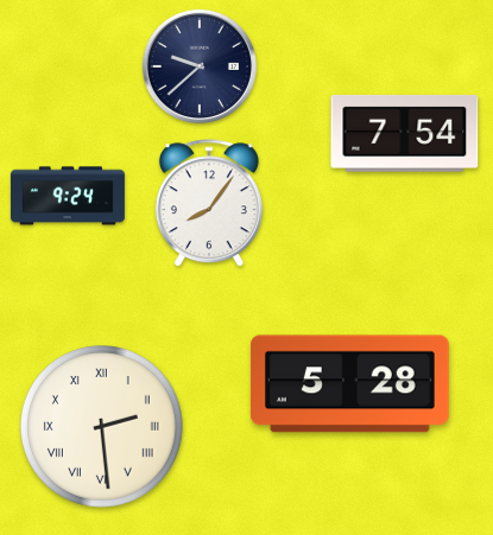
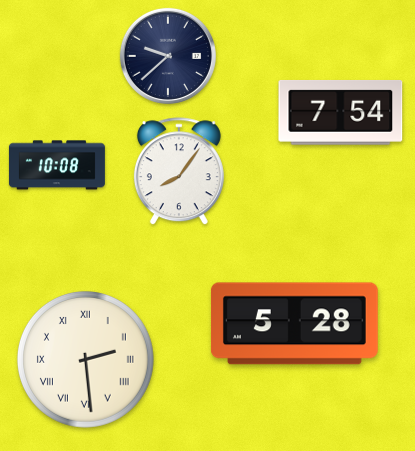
clock at (68, 196): 9:24 -> 10:08
clock at (209, 204) position: (209, 204) -> (179, 172)
